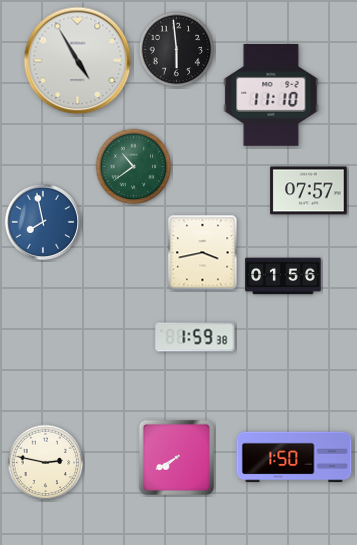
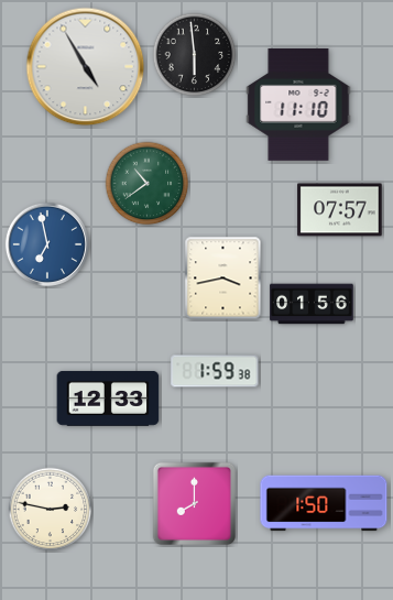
clock at (43, 222): 7:58 -> 6:58
clock at (108, 399): none -> 12:33
clock at (176, 457): 7:40 -> 8:00
